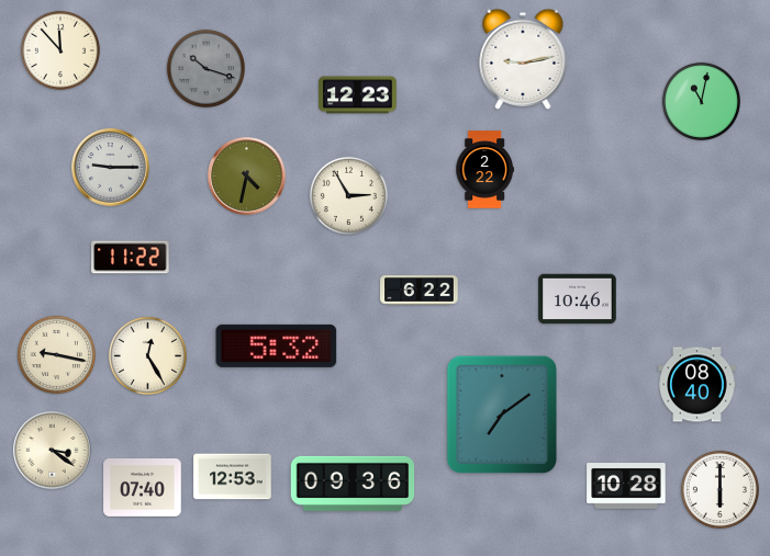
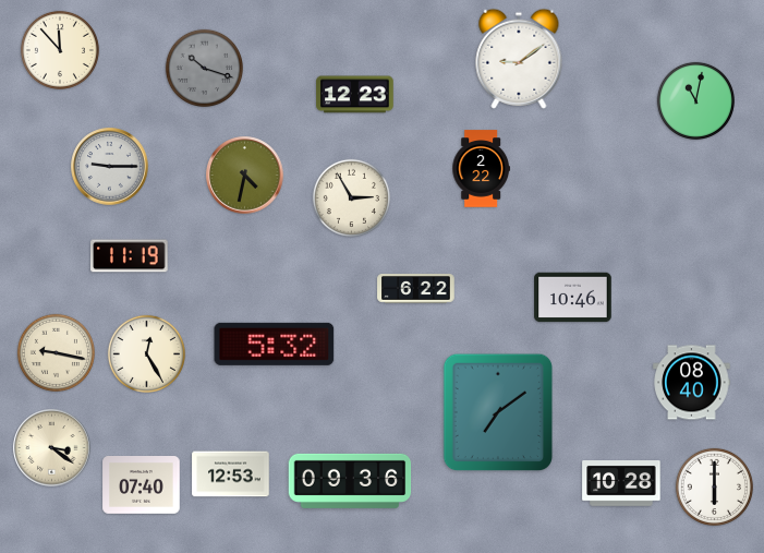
clock at (523, 59): 9:13 -> 9:09
clock at (348, 195) position: (348, 195) -> (351, 197)
clock at (131, 258): 11:22 -> 11:19
